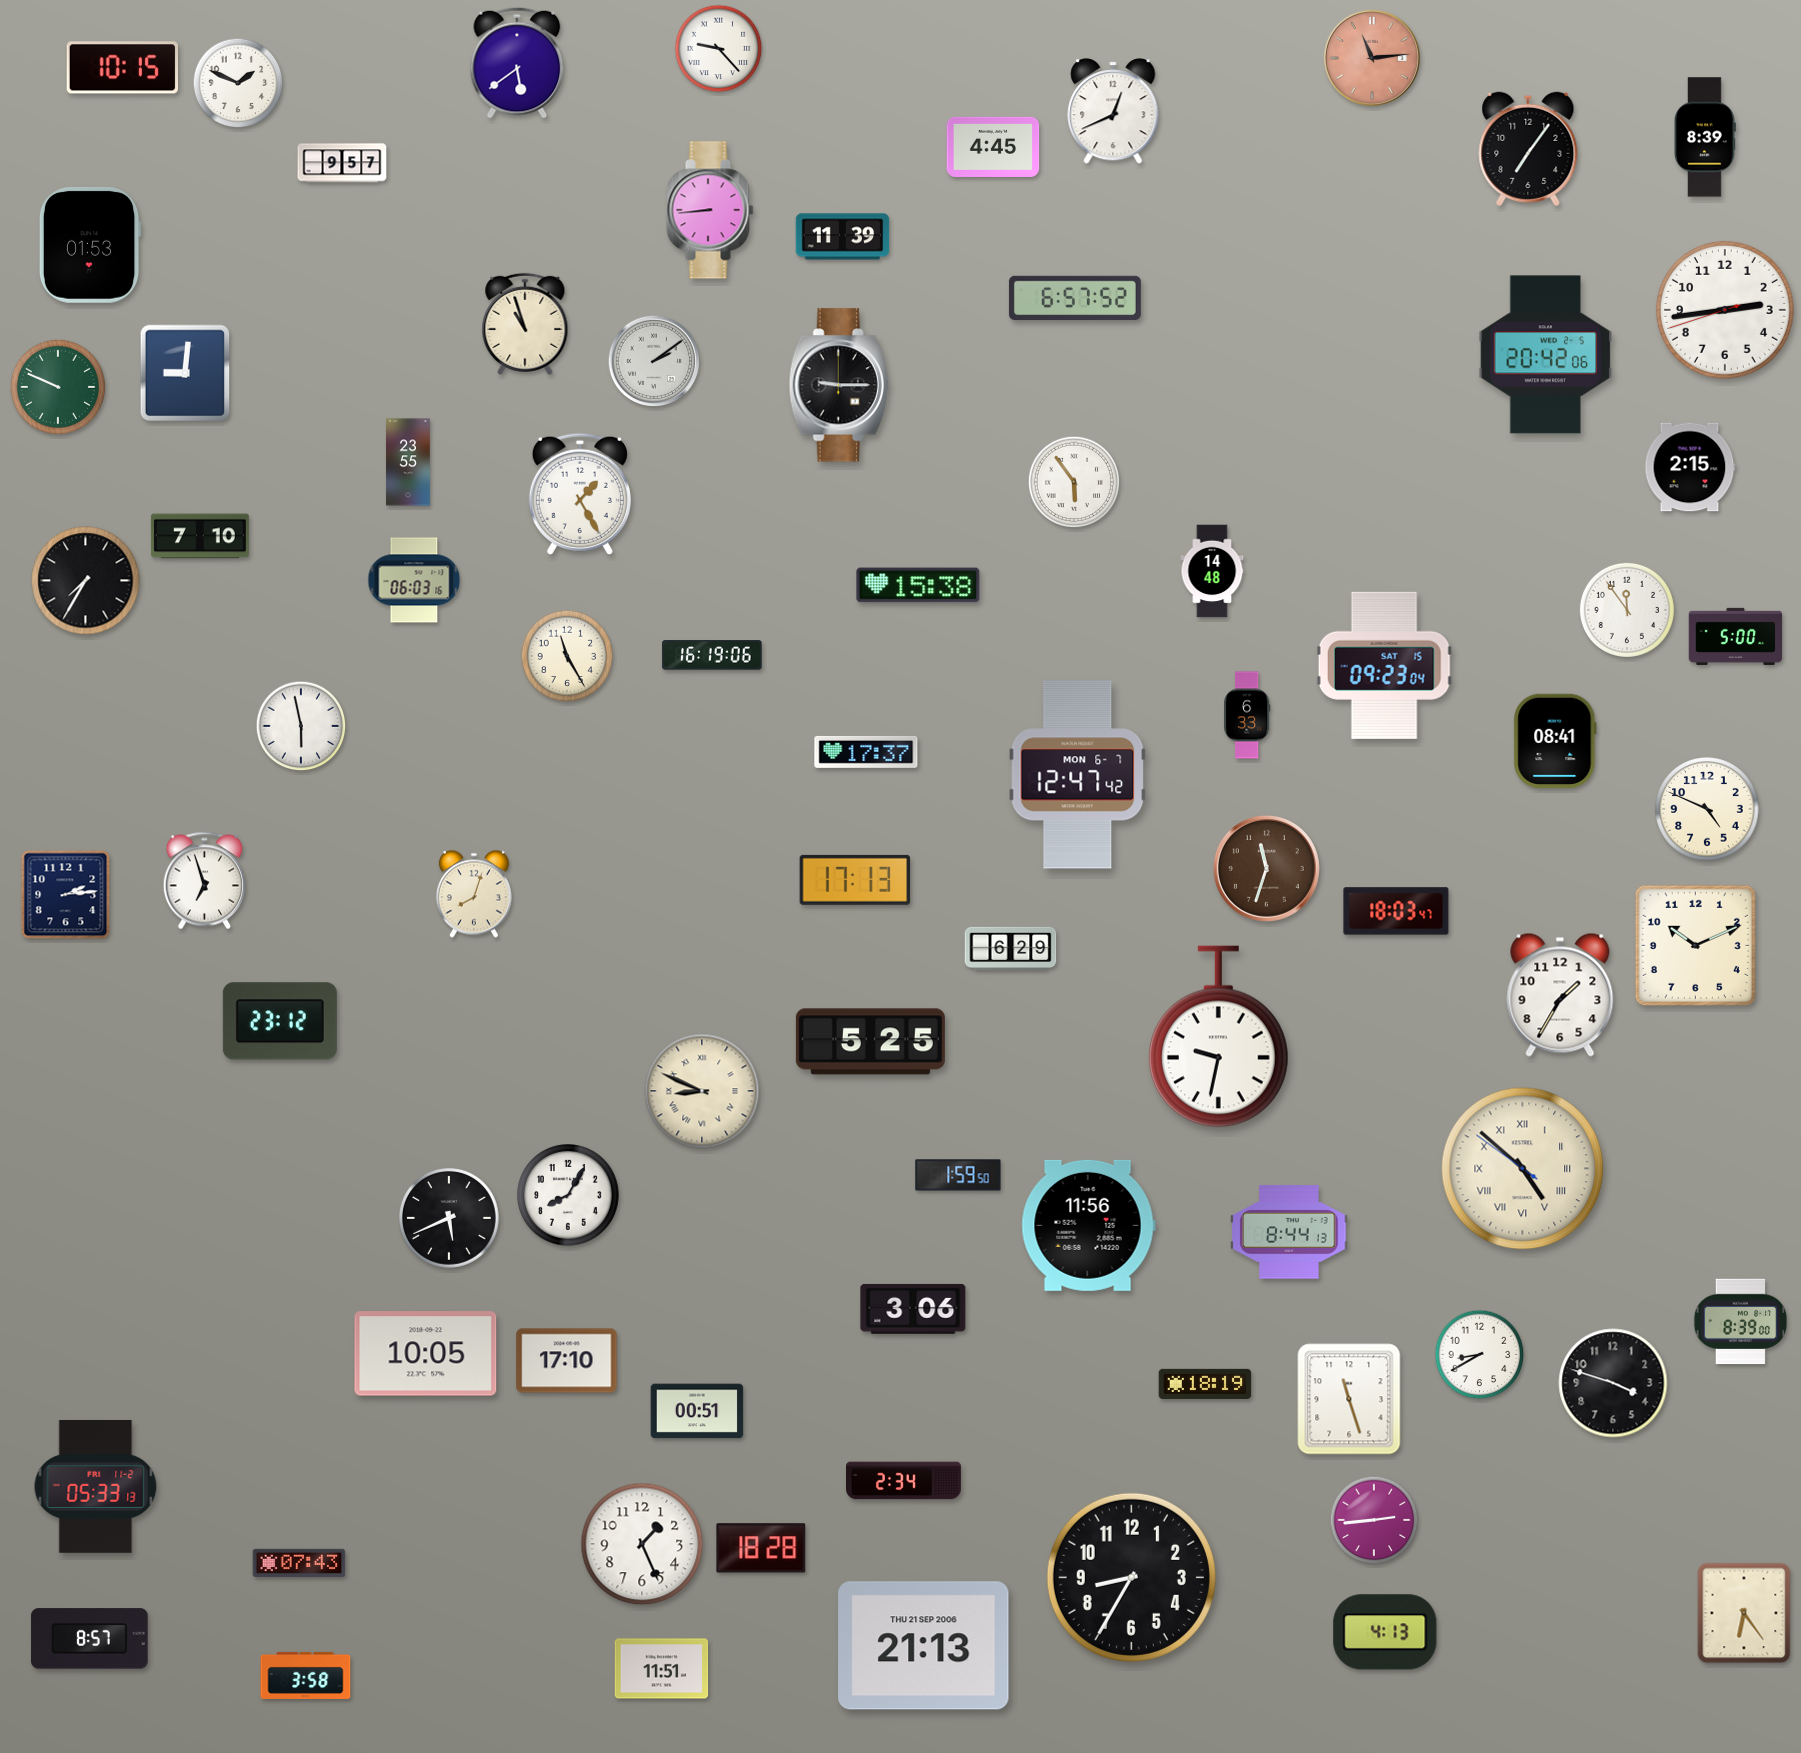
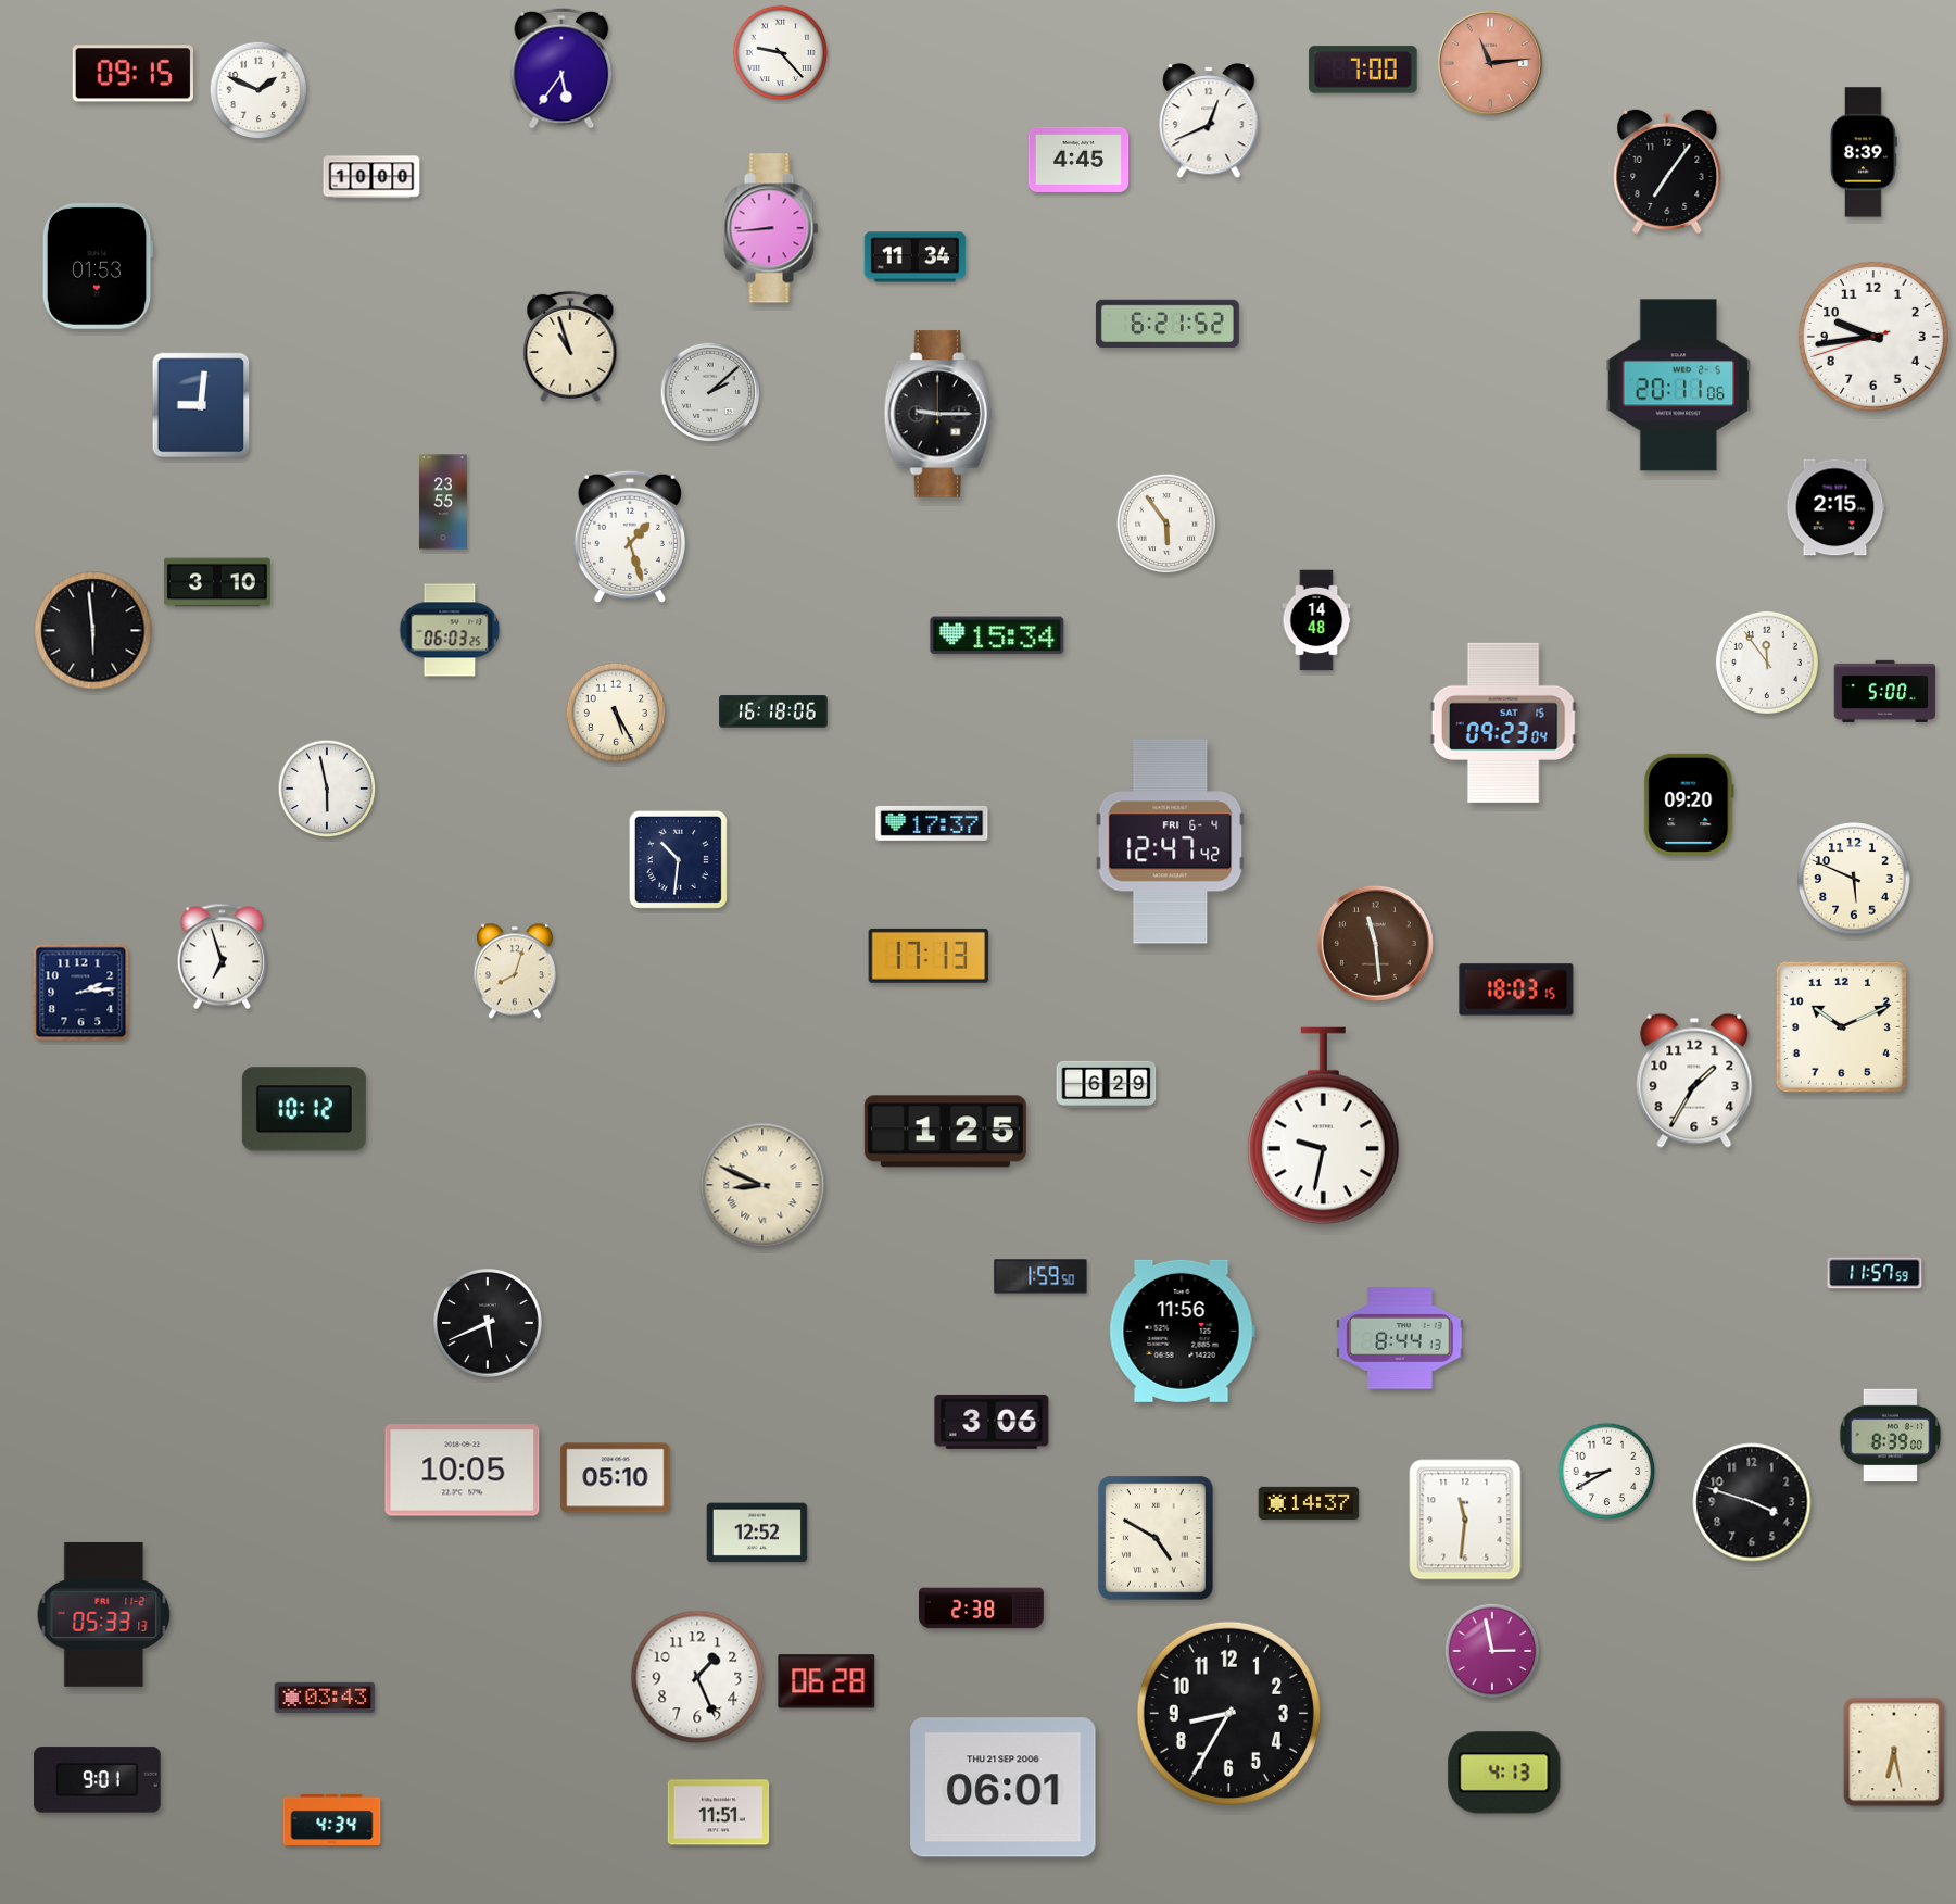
clock at (517, 63): 5:39 -> 5:36
clock at (1363, 70): none -> 7:00
clock at (122, 68): 10:15 -> 09:15
clock at (1706, 137) position: (1706, 137) -> (1865, 152)
clock at (1528, 149) position: (1528, 149) -> (1667, 172)
clock at (342, 163): 9:57 -> 10:00
clock at (843, 237): 11:39 -> 11:34
clock at (1075, 298): 6:57 -> 6:21
clock at (1725, 310): 2:43 -> 9:43
clock at (525, 324) position: (525, 324) -> (570, 346)
clock at (1546, 355): 20:42 -> 20:11
clock at (654, 361): 2:09 -> 2:08
clock at (839, 385) position: (839, 385) -> (938, 414)
clock at (58, 387): 9:49 -> none
clock at (580, 494): 1:25 -> 1:27
clock at (200, 536): 7:10 -> 3:10
clock at (414, 580): 06:03:16 -> 06:03:25
clock at (86, 581): 7:35 -> 5:59
clock at (918, 585): 15:38 -> 15:34
clock at (712, 655): 16:19 -> 16:18
clock at (567, 656): 11:25 -> 5:25
clock at (1247, 715): 6:33 -> none
clock at (1555, 740): 08:41 -> 09:20
clock at (866, 752) position: (866, 752) -> (932, 823)
clock at (1078, 775) date: MON 6-7 -> FRI 6-4
clock at (678, 859): none -> 10:31
clock at (1707, 809): 4:49 -> 5:49
clock at (1266, 868): 11:33 -> 11:29
clock at (66, 895) position: (66, 895) -> (81, 993)
clock at (1396, 911): 18:03:47 -> 18:03:15
clock at (1011, 948) position: (1011, 948) -> (1107, 1084)
clock at (280, 1021): 23:12 -> 10:12
clock at (870, 1042): 5:25 -> 1:25
clock at (1523, 1169): 4:51 -> none
clock at (1875, 1273): none -> 11:57
clock at (568, 1195): 8:05 -> none
clock at (567, 1361): 17:10 -> 05:10
clock at (1205, 1384): 18:19 -> 14:37
clock at (1349, 1399): 11:27 -> 11:31
clock at (697, 1411): 00:51 -> 12:52
clock at (1156, 1538): none -> 4:50
clock at (904, 1481): 2:34 -> 2:38
clock at (1374, 1520): 2:44 -> 2:58
clock at (761, 1548): 18:28 -> 06:28
clock at (299, 1563): 07:43 -> 03:43
clock at (1744, 1613): 6:24 -> 6:28
clock at (90, 1639): 8:57 -> 9:01
clock at (924, 1646): 21:13 -> 06:01
clock at (306, 1675): 3:58 -> 4:34
